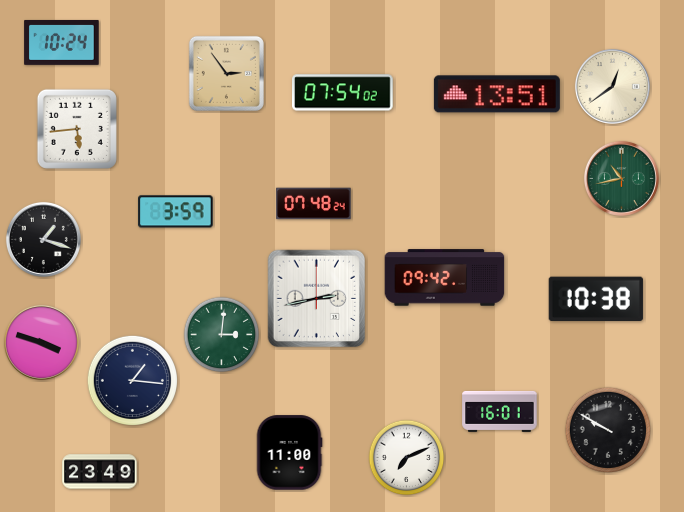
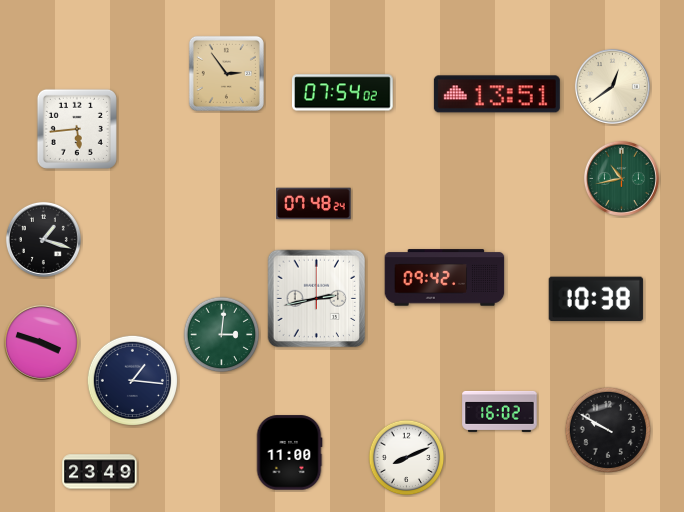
clock at (62, 42): 10:24 -> none
clock at (176, 212): 3:59 -> none
clock at (500, 411): 16:01 -> 16:02
clock at (407, 458): 7:11 -> 8:11
